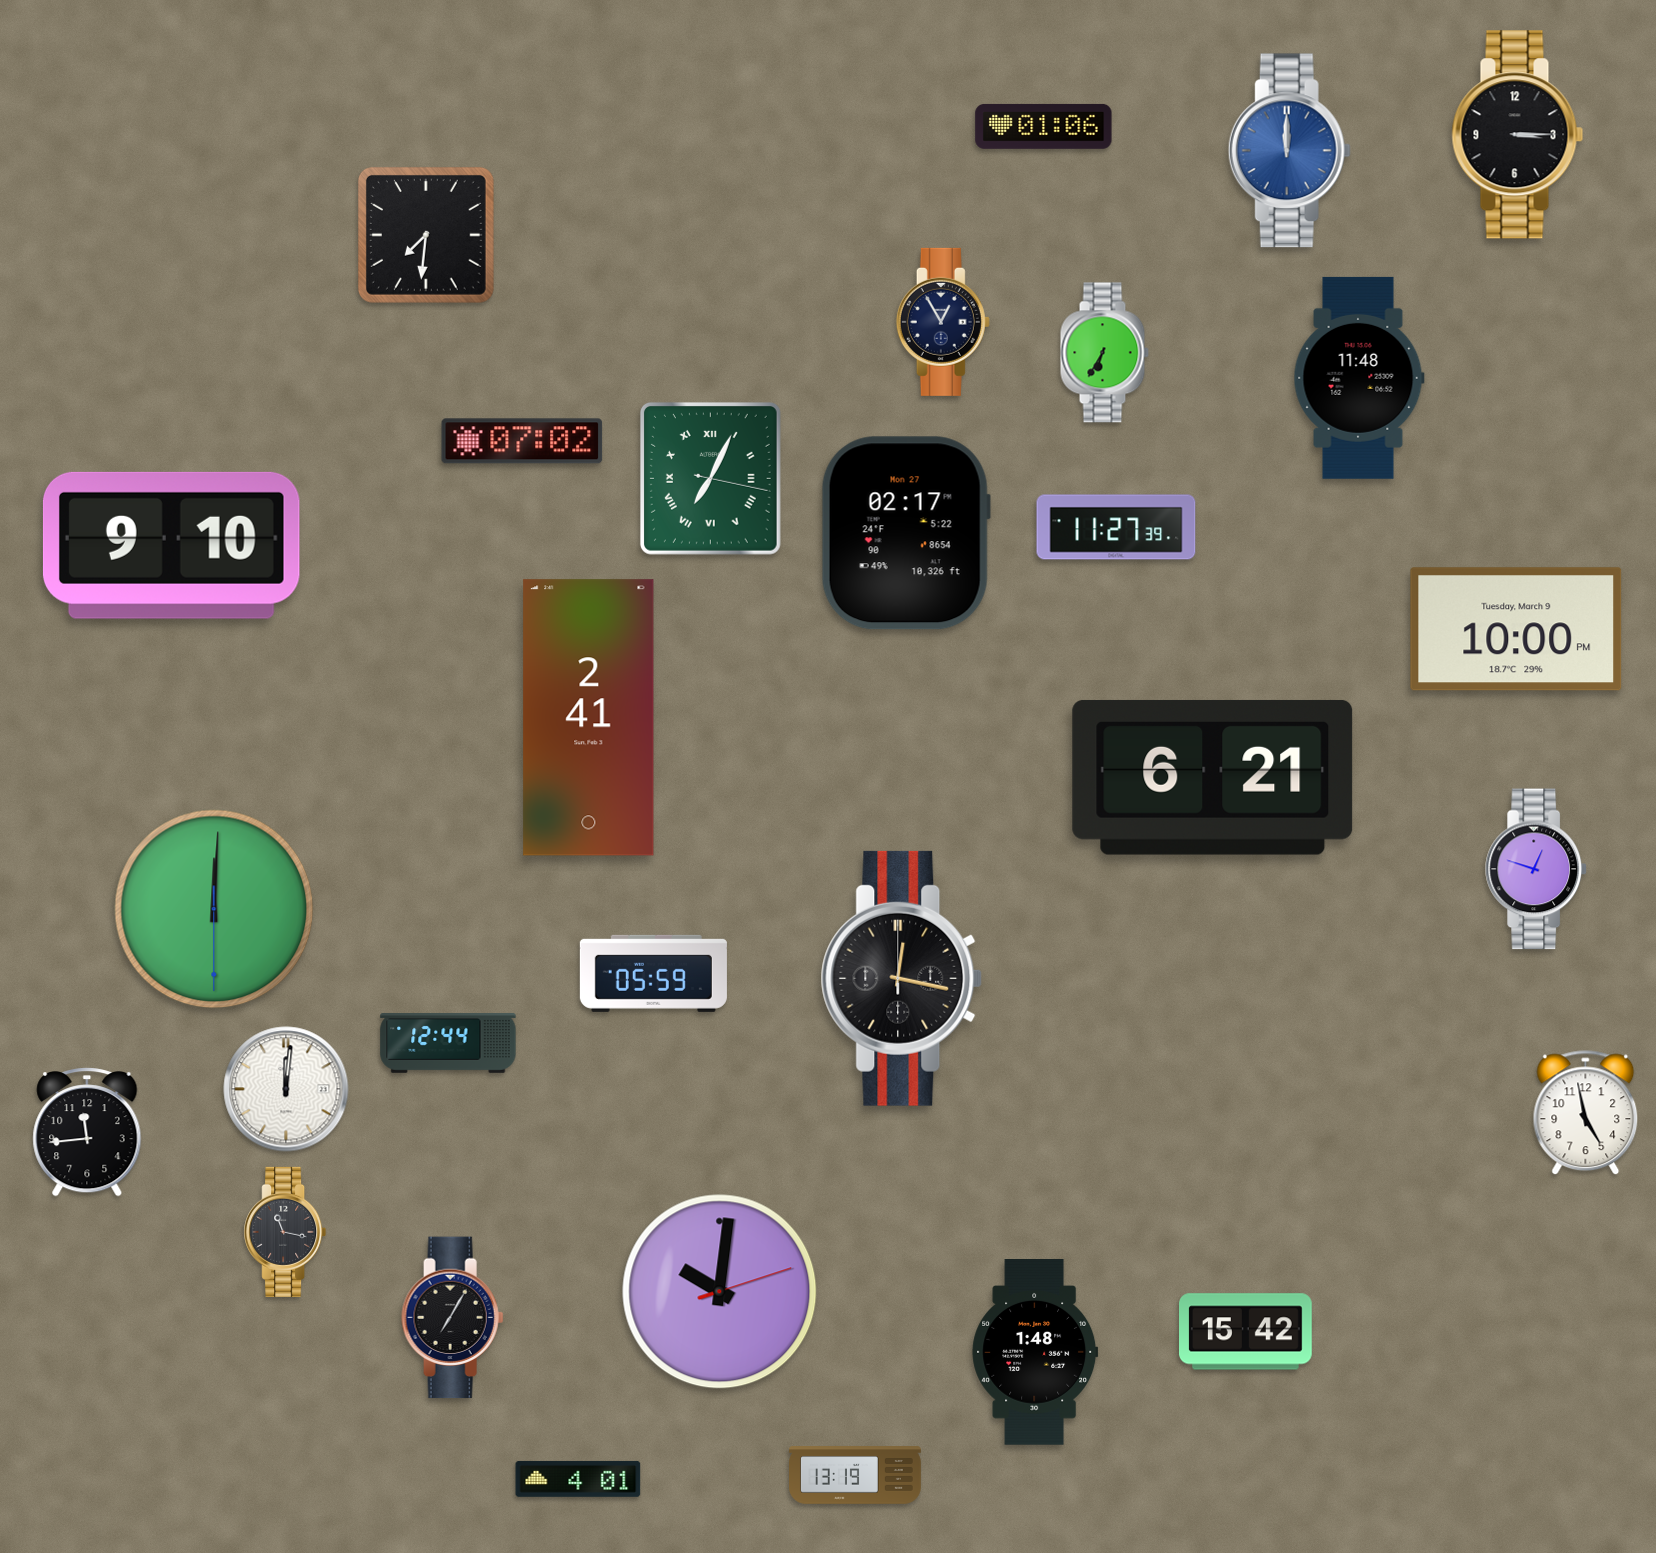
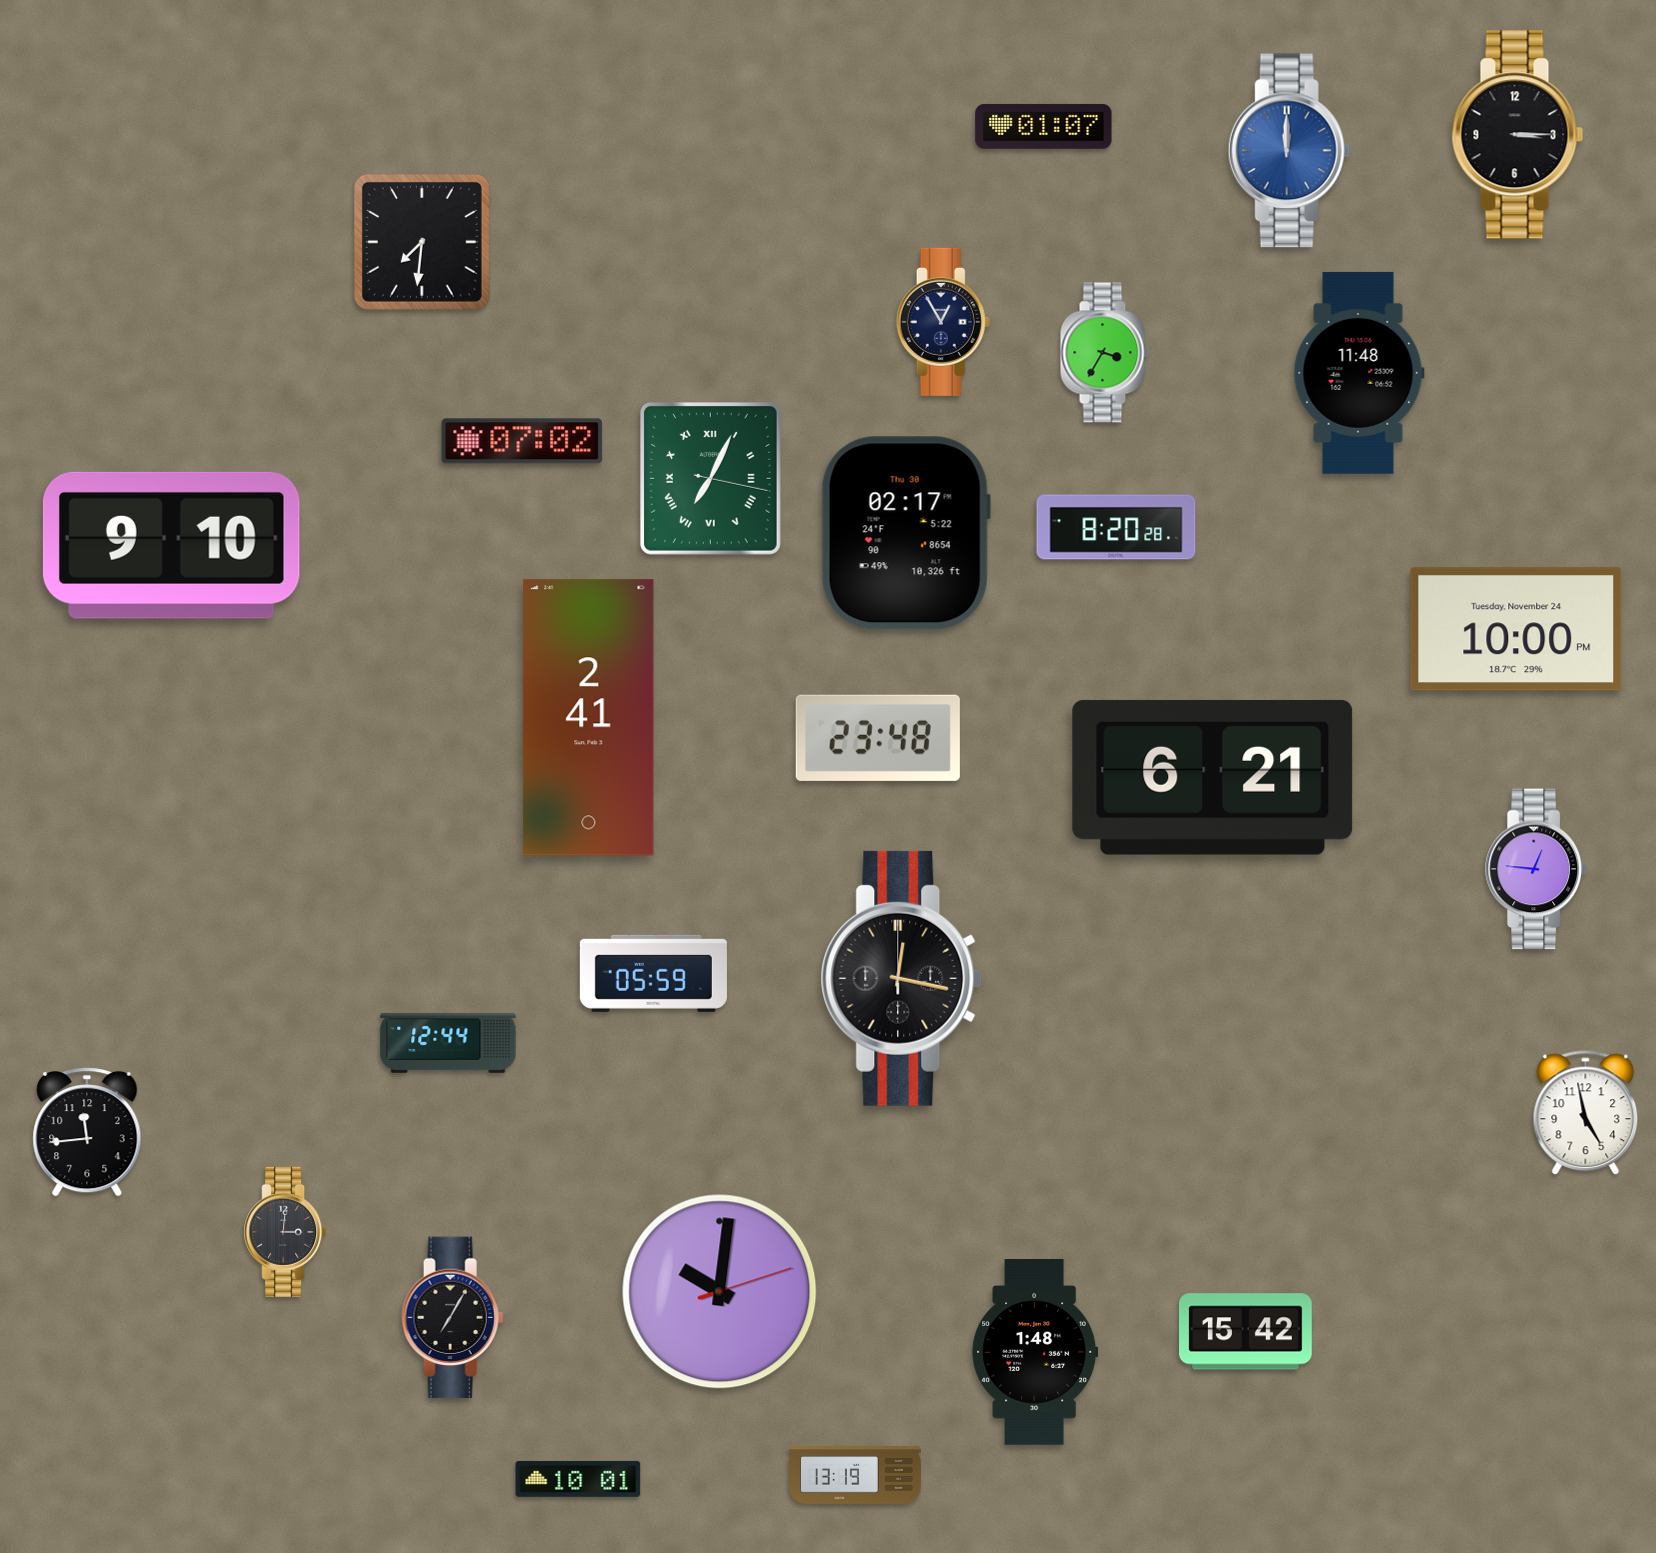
clock at (1044, 126): 01:06 -> 01:07
clock at (426, 235) position: (426, 235) -> (422, 242)
clock at (1104, 353): 6:35 -> 3:35
clock at (1359, 378) position: (1359, 378) -> (1359, 373)
clock at (1116, 527): 11:27 -> 8:20
clock at (906, 533) date: Mon 27 -> Thu 30
clock at (1516, 629) date: Tuesday, March 9 -> Tuesday, November 24
clock at (878, 738): none -> 23:48
clock at (1536, 869): 12:48 -> 12:46
clock at (214, 909): 12:00 -> none
clock at (286, 1089): 12:01 -> none
clock at (285, 1232): 11:17 -> 3:01
clock at (578, 1479): 4:01 -> 10:01
